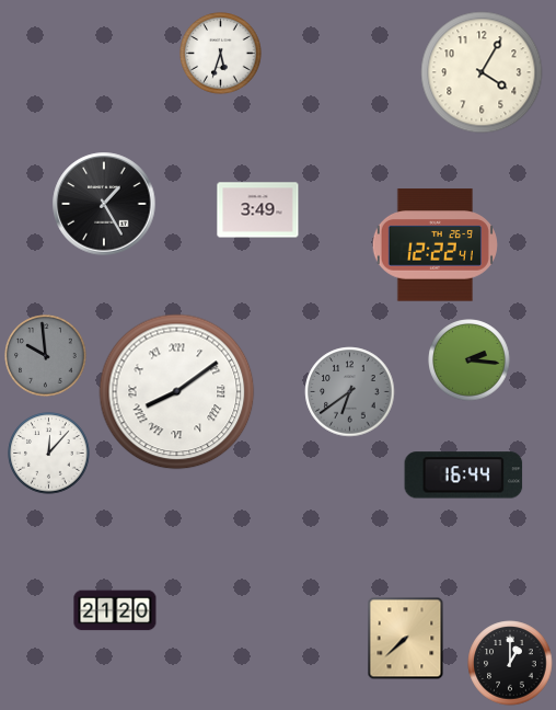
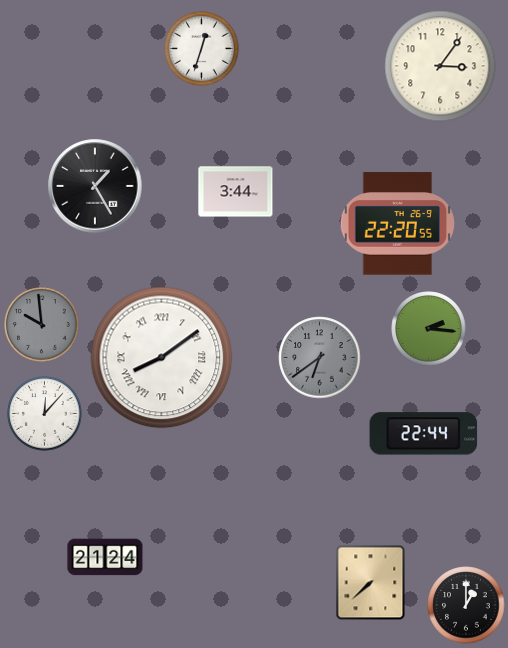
clock at (221, 54): 5:33 -> 12:33
clock at (482, 72): 4:05 -> 3:06
clock at (258, 210): 3:49 -> 3:44
clock at (435, 245): 12:22 -> 22:20
clock at (464, 476): 16:44 -> 22:44
clock at (115, 610): 21:20 -> 21:24
